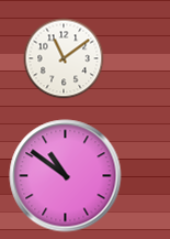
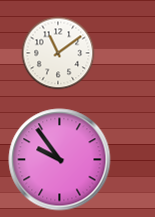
clock at (66, 176): 10:51 -> 9:54
